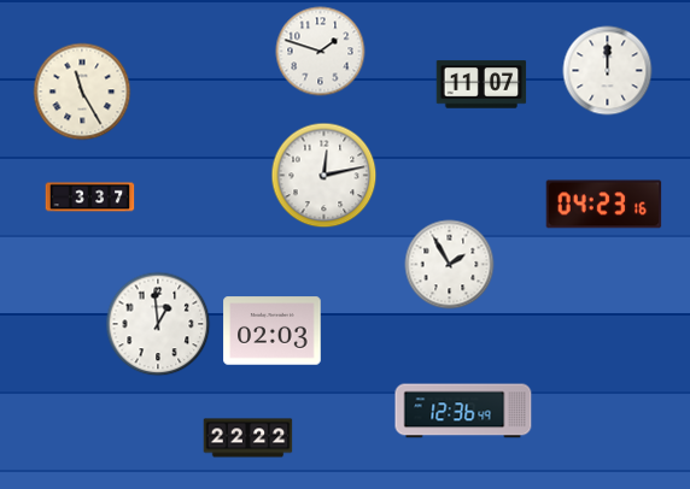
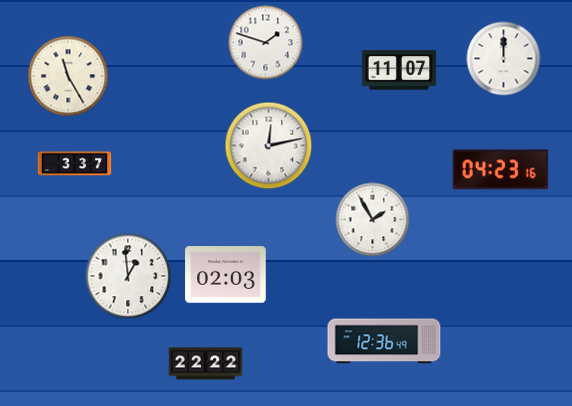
clock at (158, 324) position: (158, 324) -> (128, 276)
